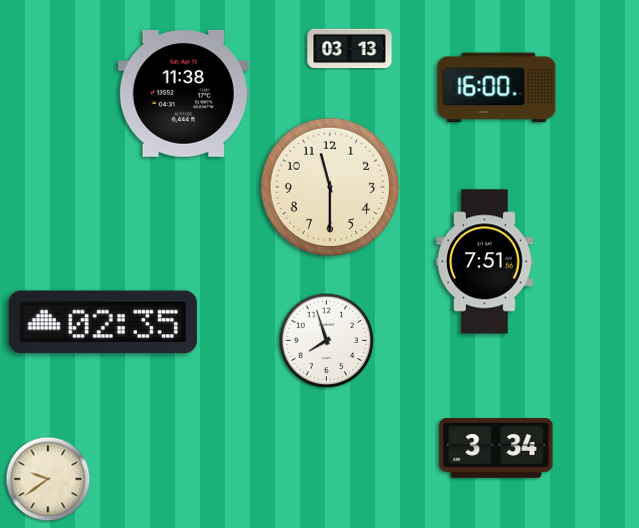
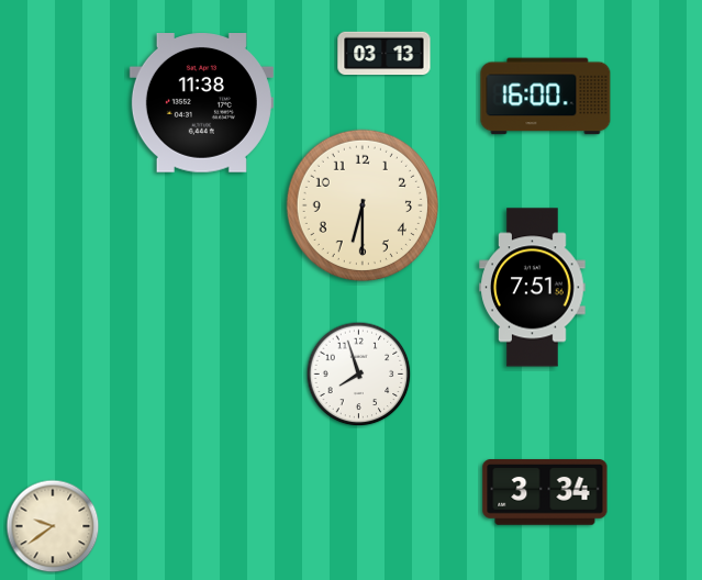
clock at (330, 187): 11:30 -> 6:30
clock at (103, 322): 02:35 -> none
